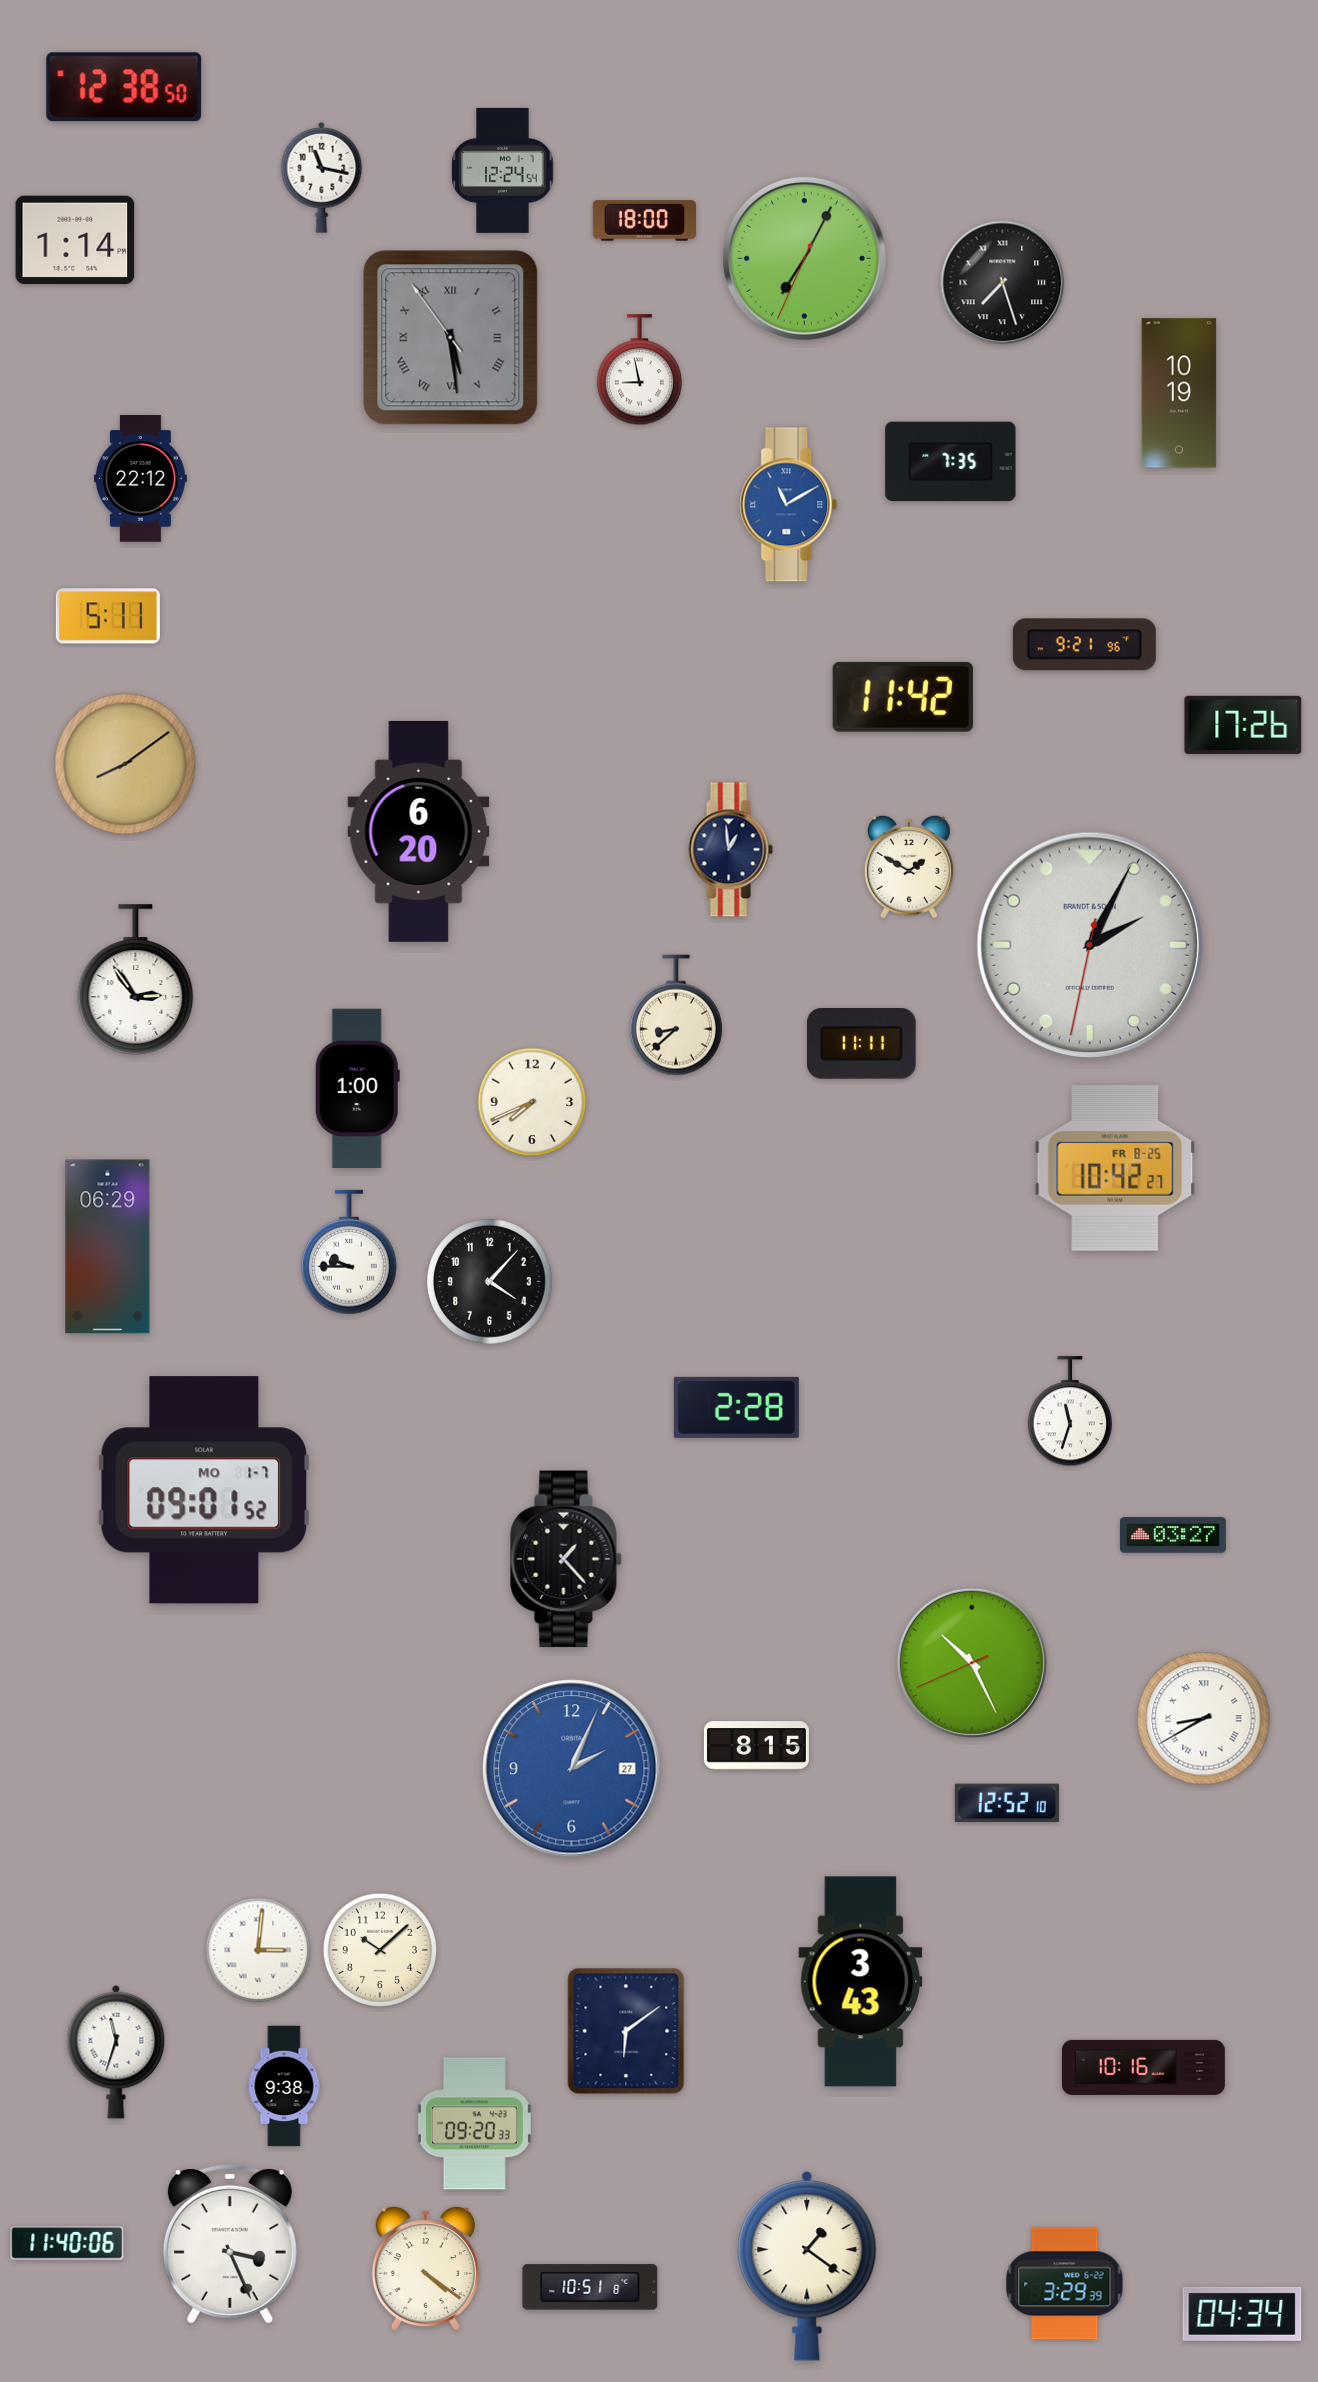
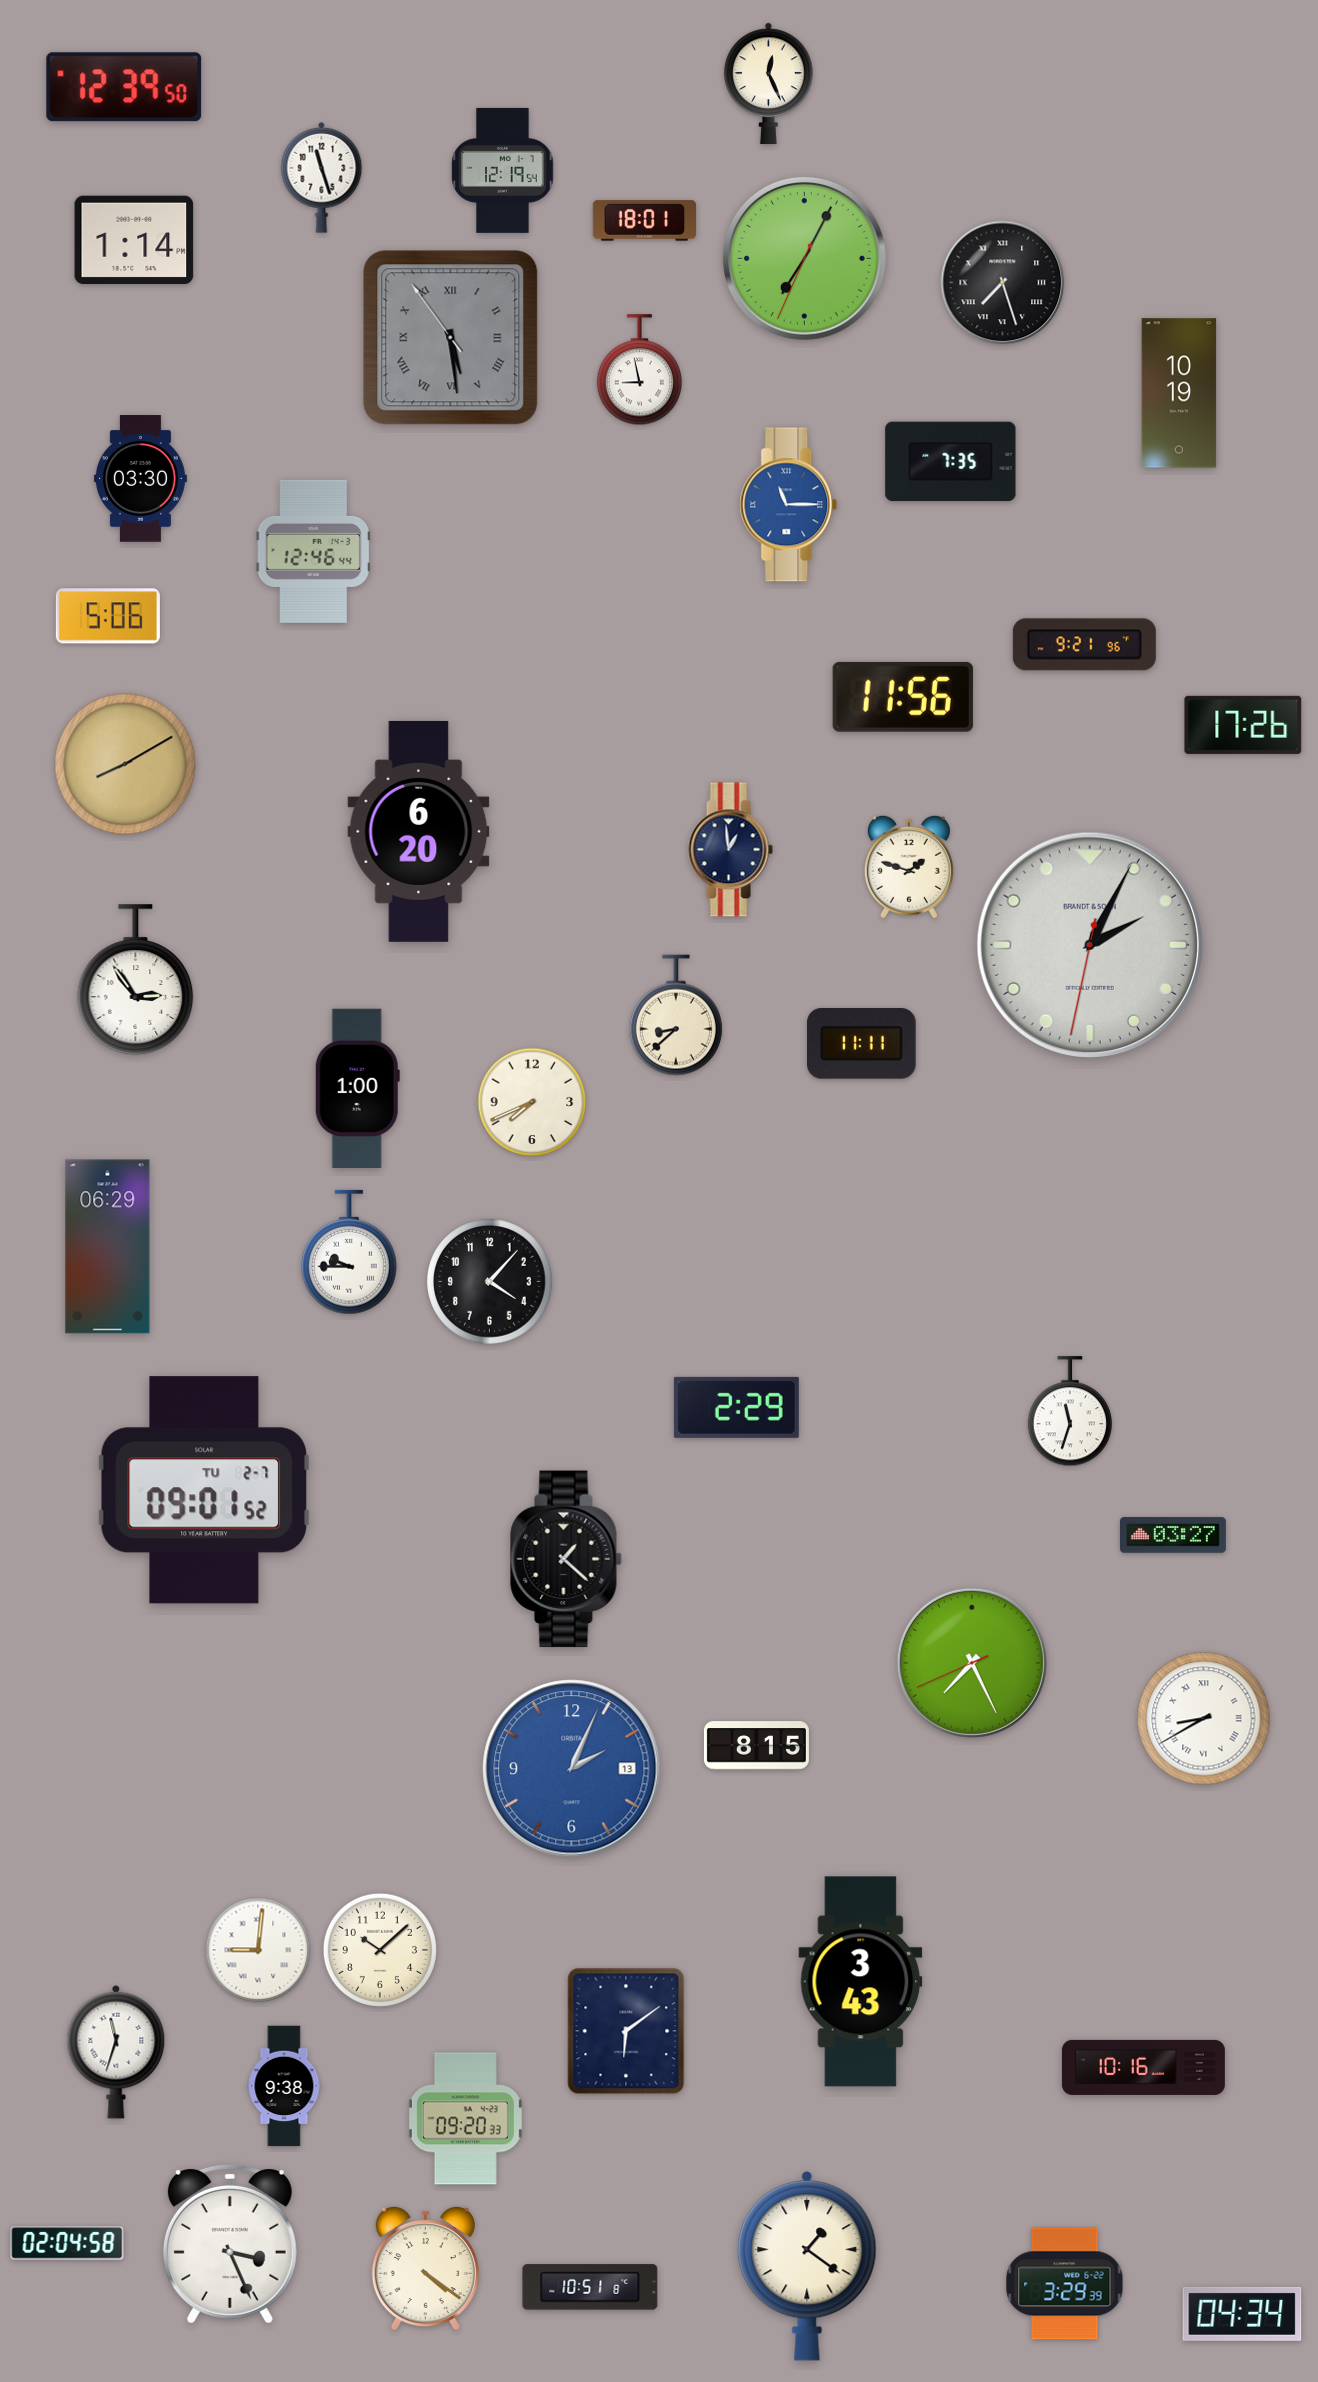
clock at (769, 83): none -> 12:26
clock at (124, 87): 12:38 -> 12:39
clock at (503, 170): 12:24 -> 12:19
clock at (322, 177): 11:17 -> 11:27
clock at (644, 221): 18:00 -> 18:01
clock at (75, 239) position: (75, 239) -> (134, 239)
clock at (140, 479): 22:12 -> 03:30
clock at (789, 505): 11:10 -> 11:15
clock at (313, 551): none -> 12:46
clock at (108, 616): 5:11 -> 5:06
clock at (903, 697): 11:42 -> 11:56
clock at (125, 764): 8:09 -> 8:10
clock at (909, 867): 1:50 -> 1:48
clock at (1115, 1169): 10:42 -> none
clock at (736, 1407): 2:28 -> 2:29
clock at (203, 1490) date: MO 1-7 -> TU 2-7
clock at (566, 1559): 1:23 -> 1:22
clock at (972, 1663): 10:25 -> 7:25
clock at (572, 1769) date: 27 -> 13
clock at (1007, 1803): 12:52 -> none
clock at (258, 1950): 3:01 -> 9:01
clock at (474, 2124) position: (474, 2124) -> (465, 2119)
clock at (67, 2243): 11:40 -> 02:04
